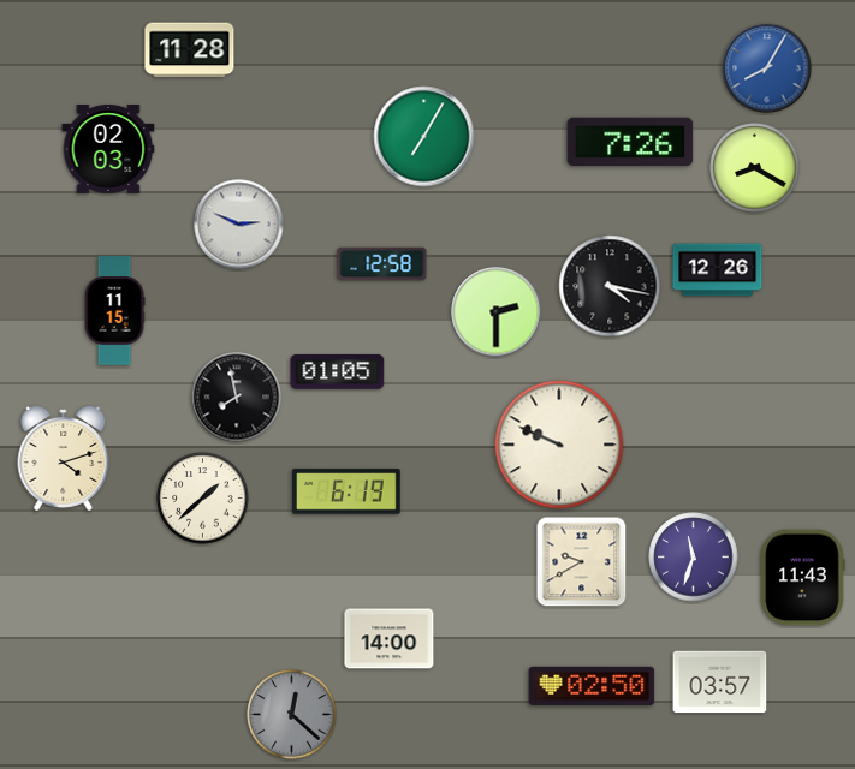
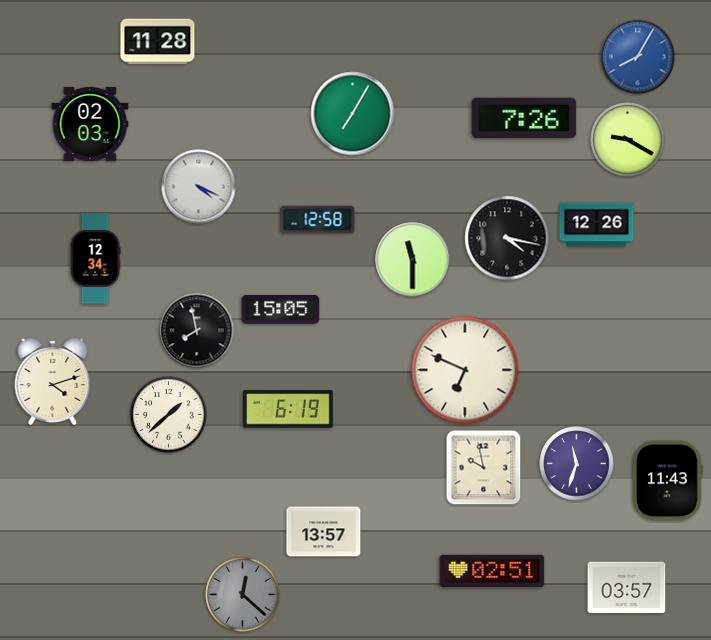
clock at (755, 168): 8:20 -> 9:20
clock at (239, 225): 2:49 -> 4:19
clock at (114, 311): 11:15 -> 12:34
clock at (497, 312): 2:30 -> 11:30
clock at (338, 371): 01:05 -> 15:05
clock at (559, 445): 9:49 -> 6:49
clock at (582, 562): 9:40 -> 9:58
clock at (390, 639): 14:00 -> 13:57
clock at (720, 682) position: (720, 682) -> (627, 588)
clock at (592, 686): 02:50 -> 02:51
